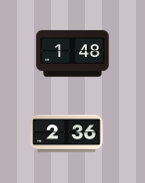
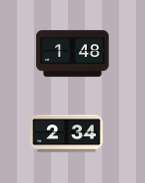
clock at (67, 134): 2:36 -> 2:34
